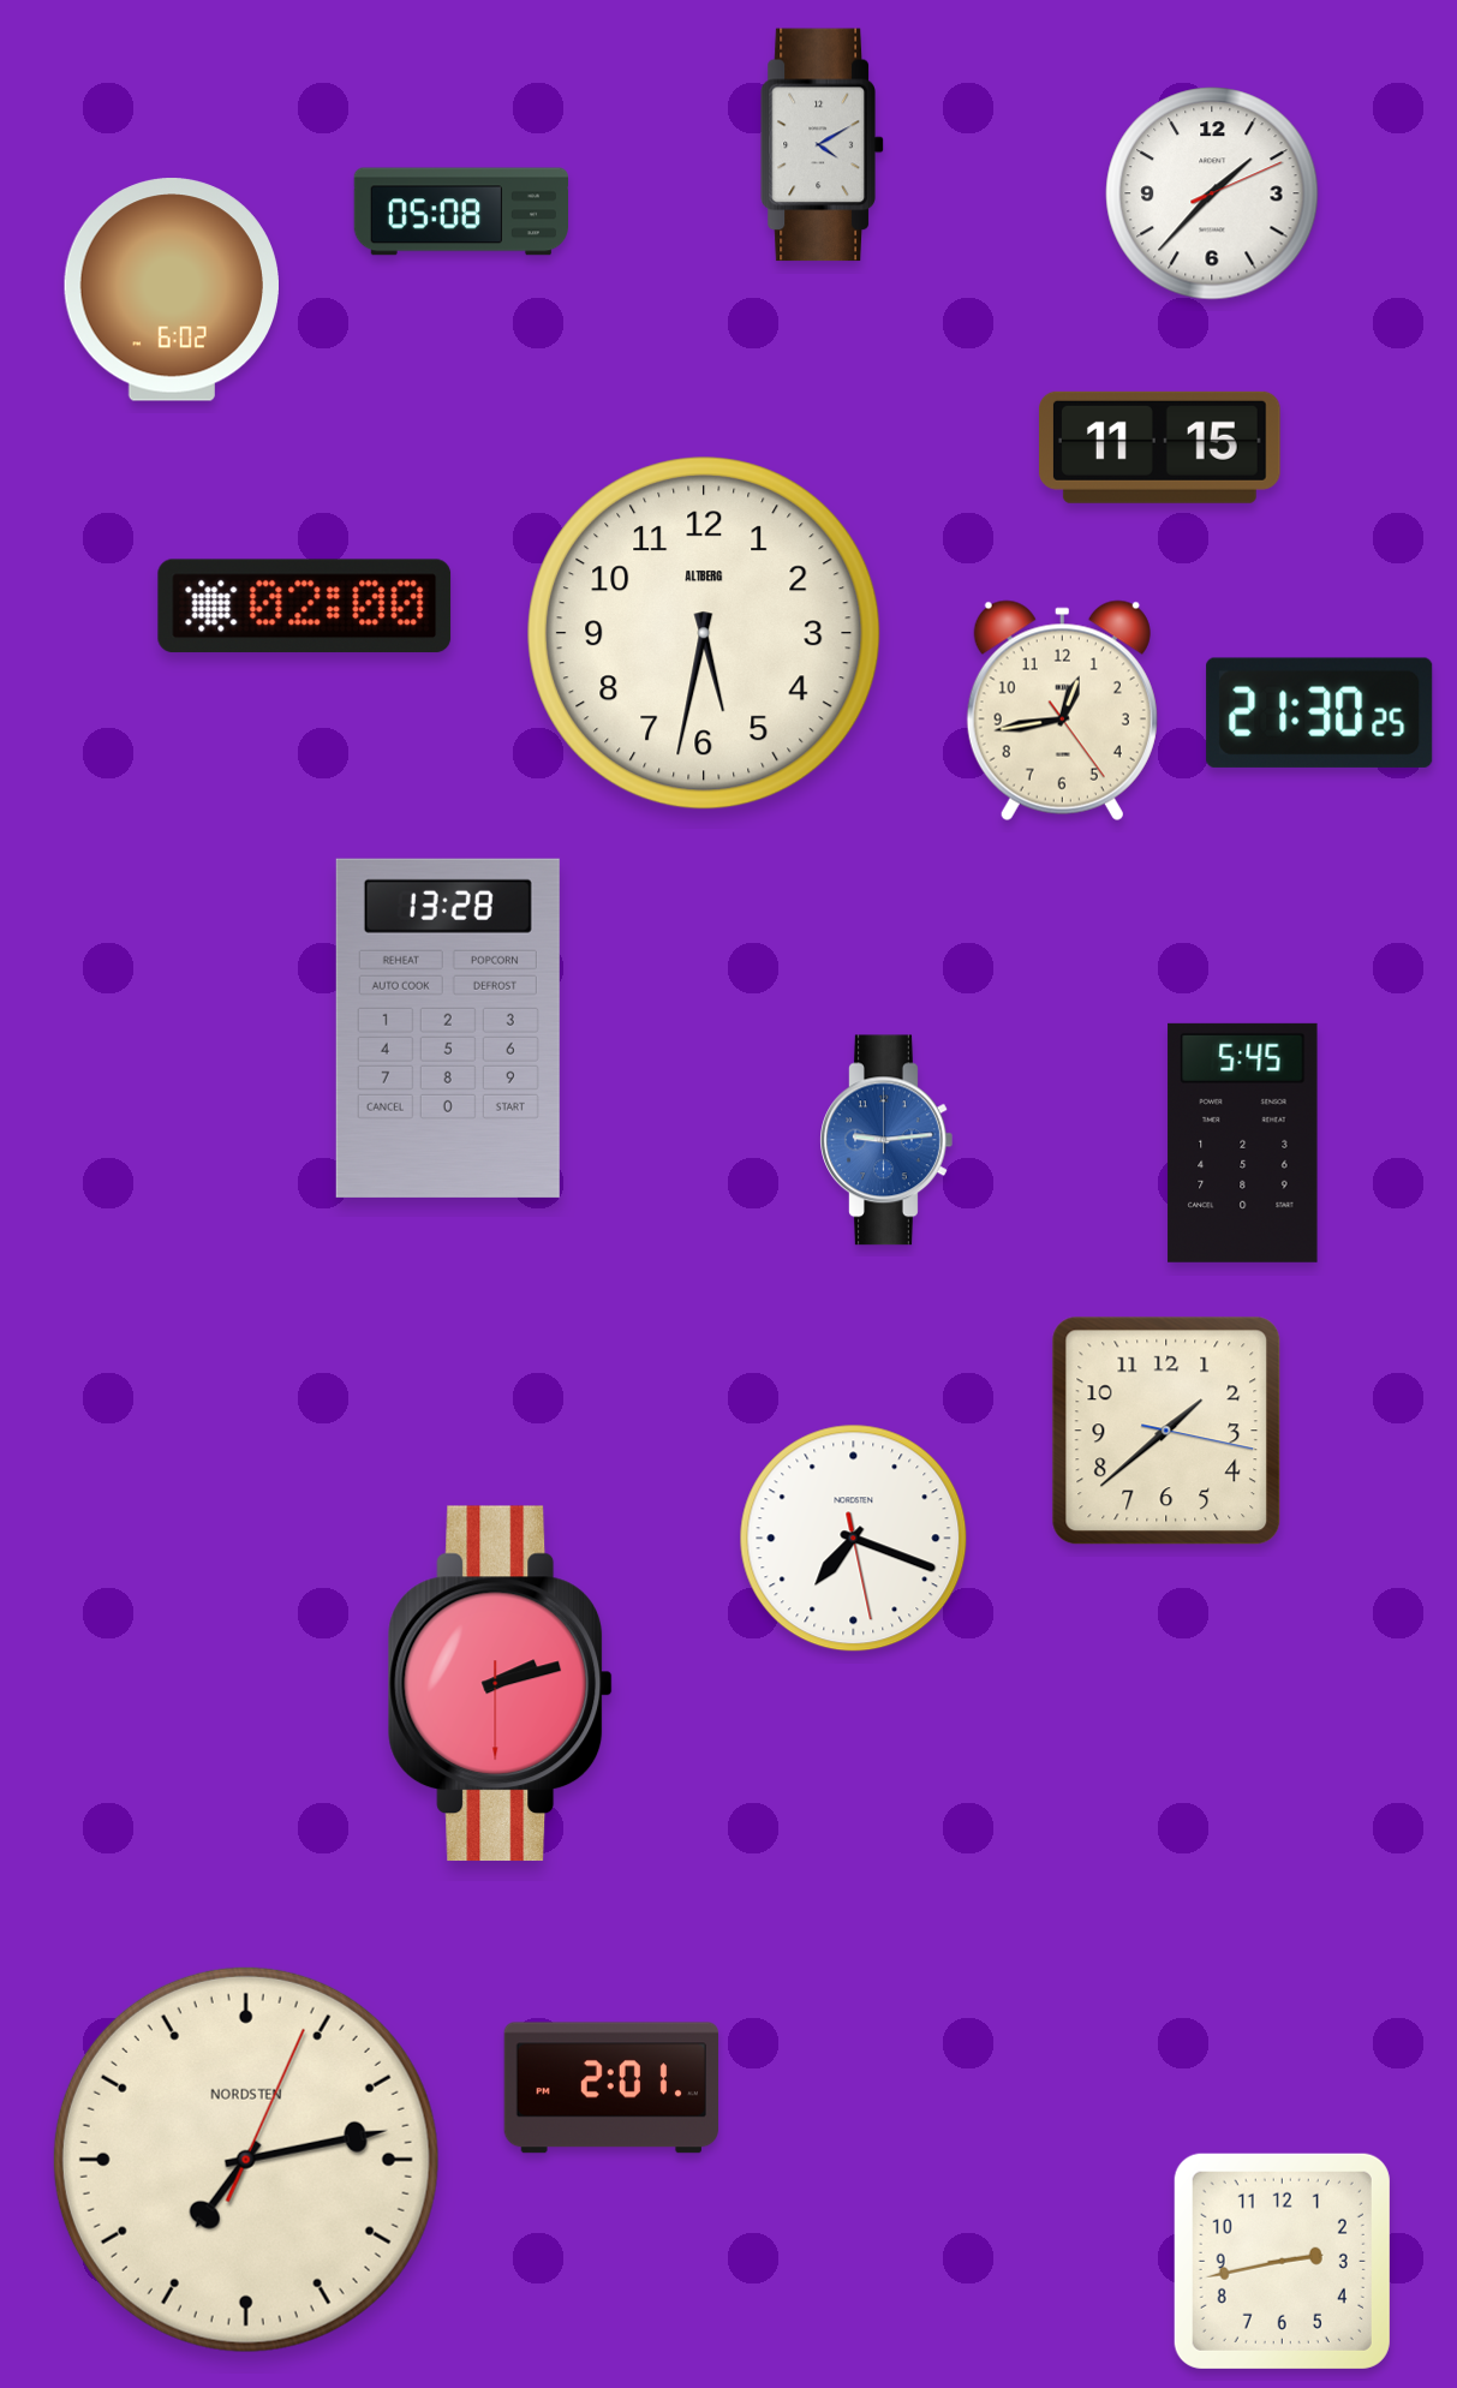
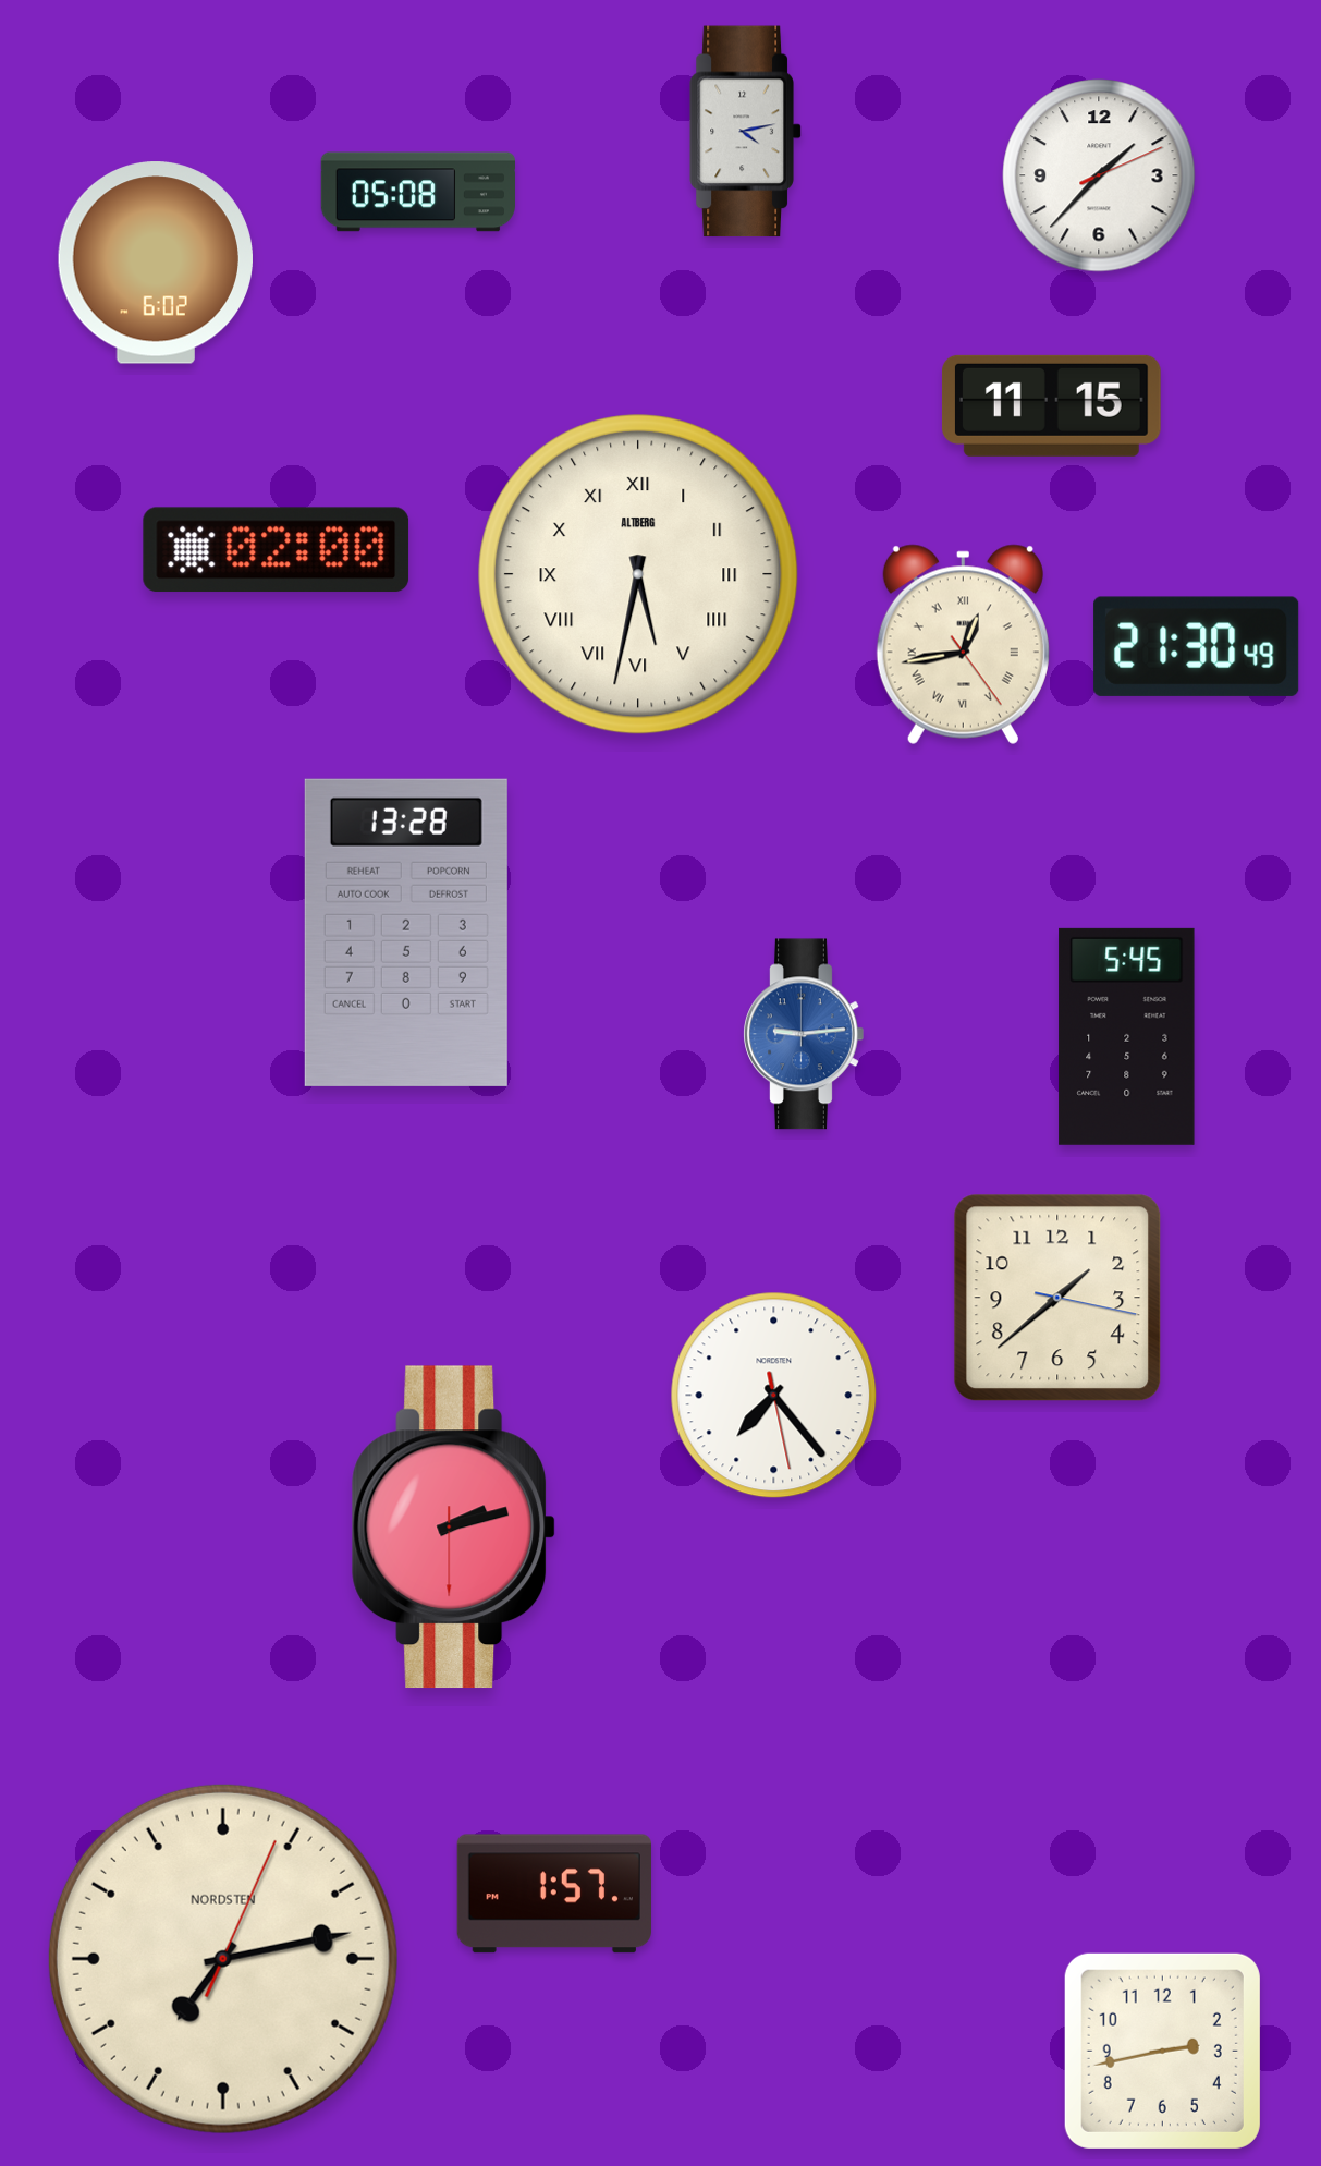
clock at (823, 145): 4:10 -> 4:13
clock at (704, 633) numerals: Arabic -> Roman
clock at (1062, 710) numerals: Arabic -> Roman
clock at (1320, 712): 21:30:25 -> 21:30:49
clock at (854, 1539): 7:18 -> 7:23
clock at (611, 2088): 2:01 -> 1:57
